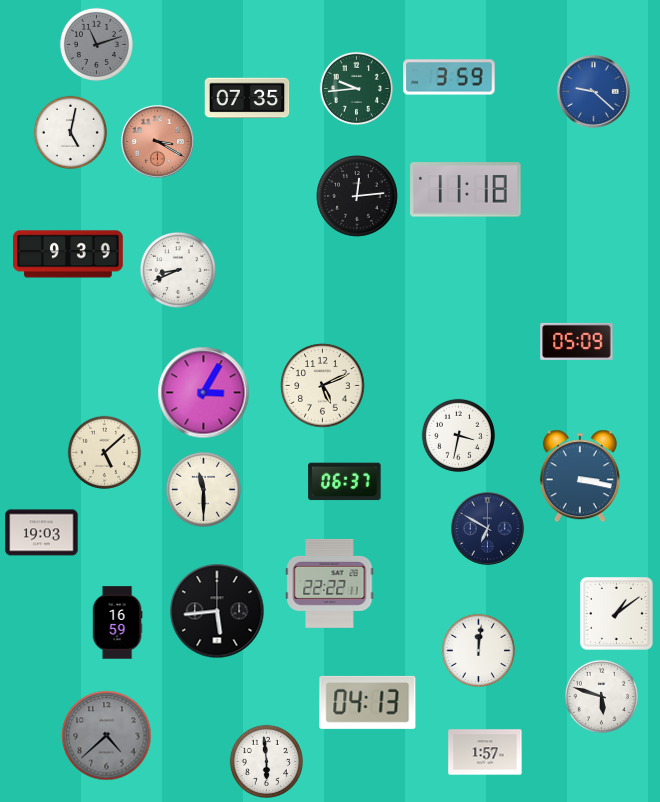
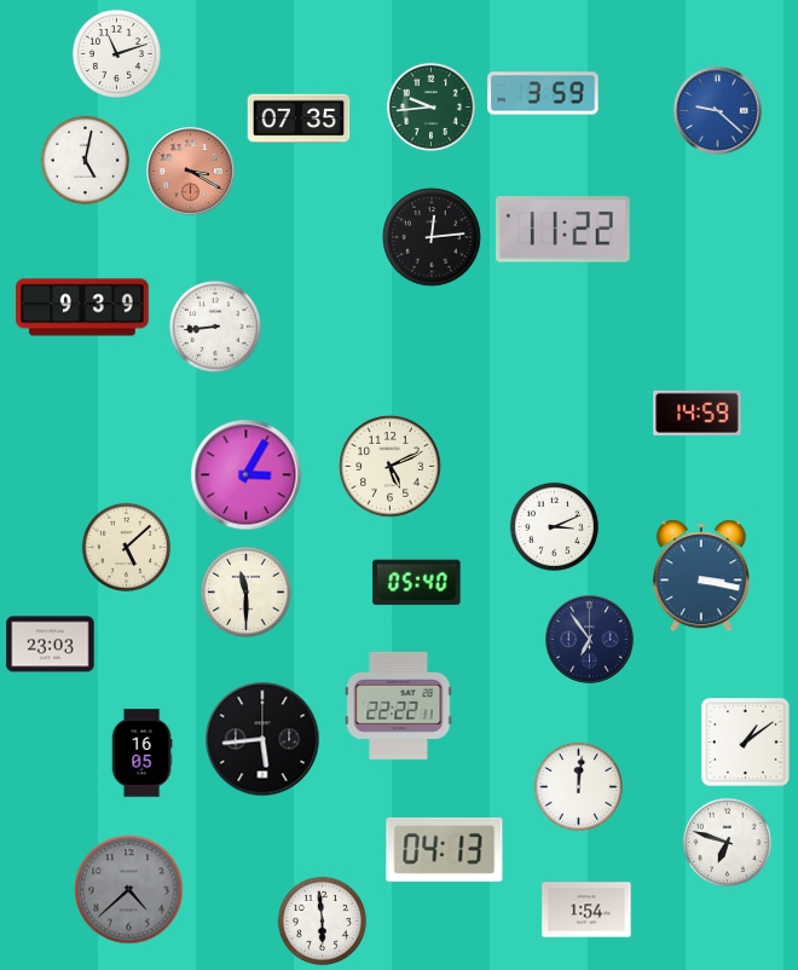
clock at (96, 44) dial: grey -> white
clock at (466, 190): 11:18 -> 11:22
clock at (178, 270): 8:41 -> 8:44
clock at (577, 341): 05:09 -> 14:59
clock at (458, 435): 3:32 -> 3:11
clock at (345, 482): 06:37 -> 05:40
clock at (488, 529): 6:50 -> 6:54
clock at (42, 533): 19:03 -> 23:03
clock at (117, 623): 16:59 -> 16:05
clock at (601, 696): 5:48 -> 6:48
clock at (485, 752): 1:57 -> 1:54
